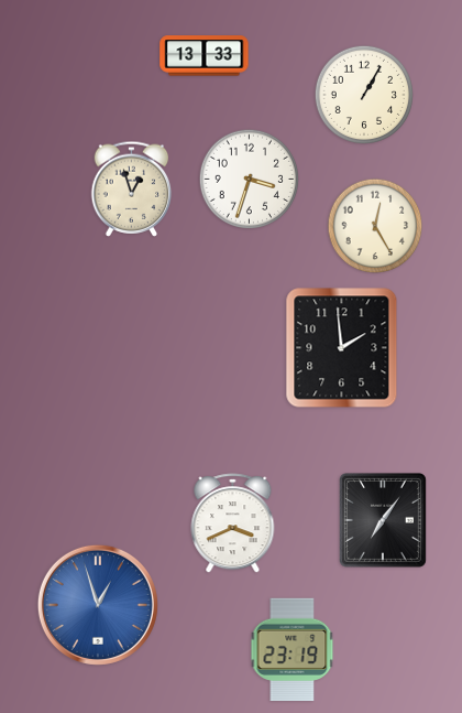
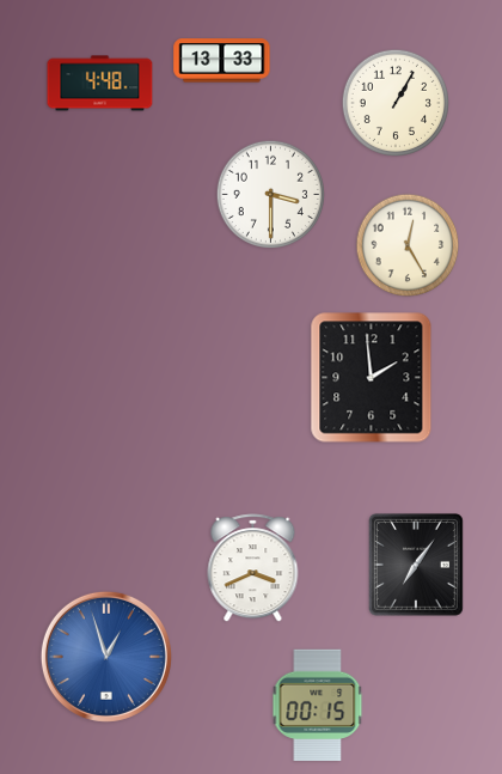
clock at (100, 84): none -> 4:48
clock at (249, 179): 3:33 -> 3:30
clock at (132, 188): 12:57 -> none
clock at (293, 650): 23:19 -> 00:15
